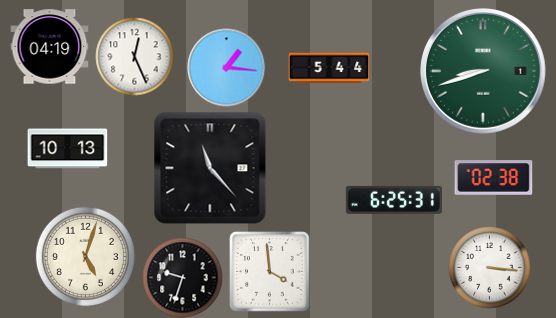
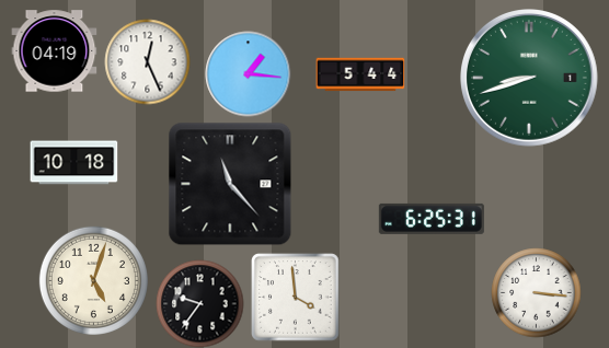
clock at (67, 149): 10:13 -> 10:18
clock at (493, 178): 02:38 -> none
clock at (182, 277): 9:33 -> 9:36
